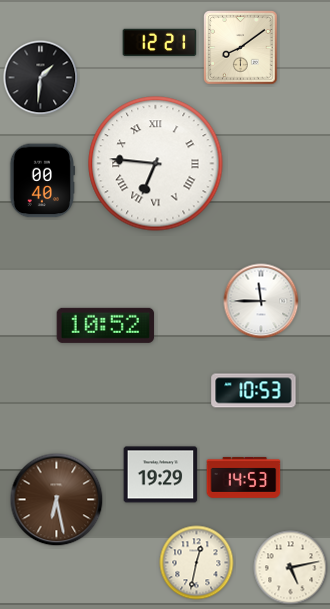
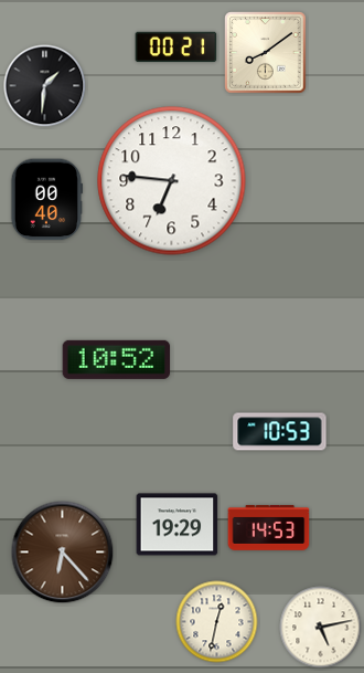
clock at (160, 43): 12:21 -> 00:21
clock at (156, 164) numerals: Roman -> Arabic
clock at (261, 301): 11:45 -> none
clock at (57, 500): 6:28 -> 6:23
